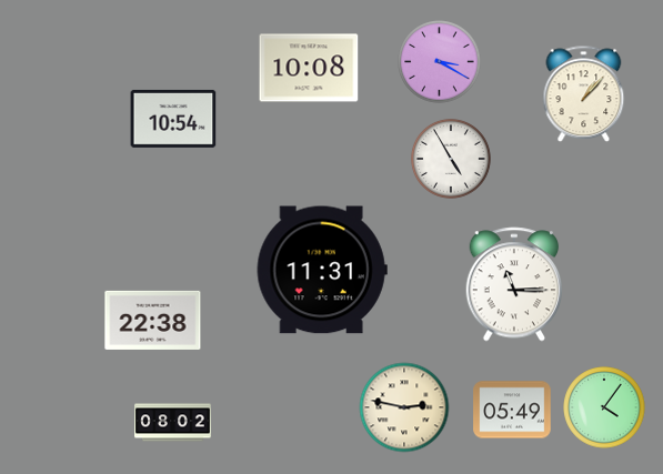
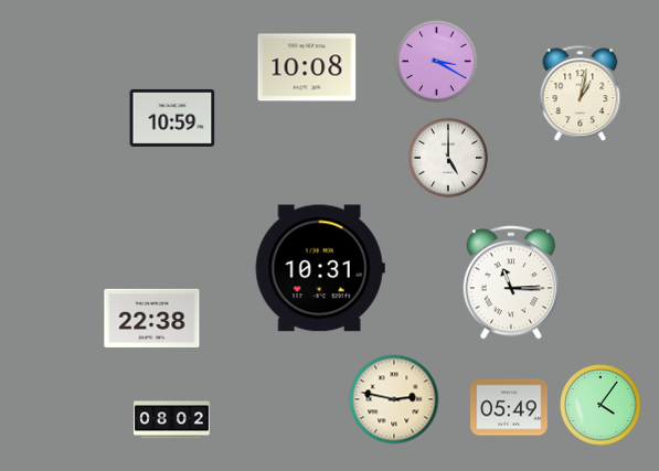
clock at (584, 94): 1:07 -> 1:02
clock at (173, 119): 10:54 -> 10:59
clock at (451, 159): 4:55 -> 5:00
clock at (322, 270): 11:31 -> 10:31
clock at (404, 407) position: (404, 407) -> (394, 399)
